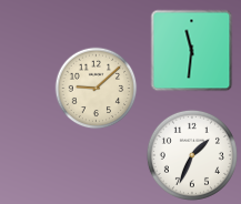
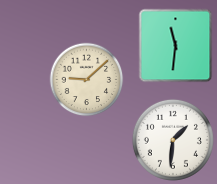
clock at (192, 51) position: (192, 51) -> (176, 46)
clock at (192, 155): 1:34 -> 1:31
